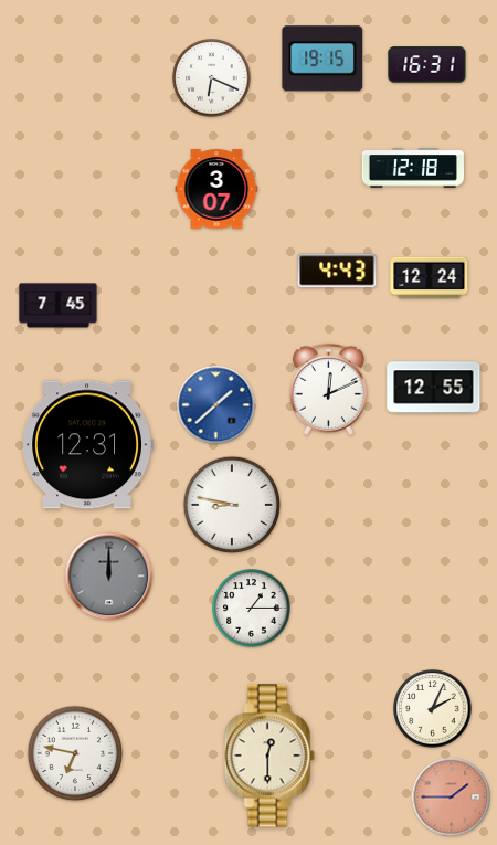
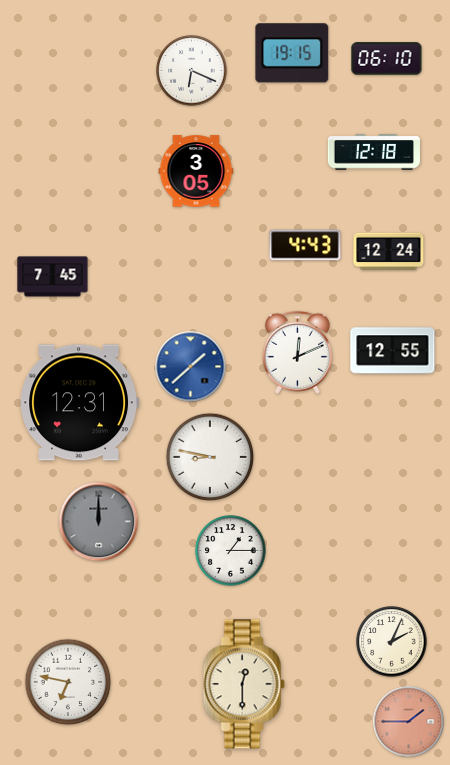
clock at (427, 65): 16:31 -> 06:10
clock at (216, 189): 3:07 -> 3:05
clock at (216, 405) position: (216, 405) -> (191, 367)
clock at (252, 609) position: (252, 609) -> (231, 551)
